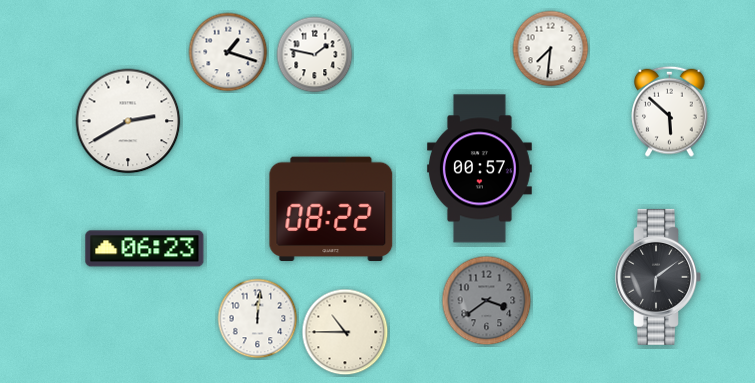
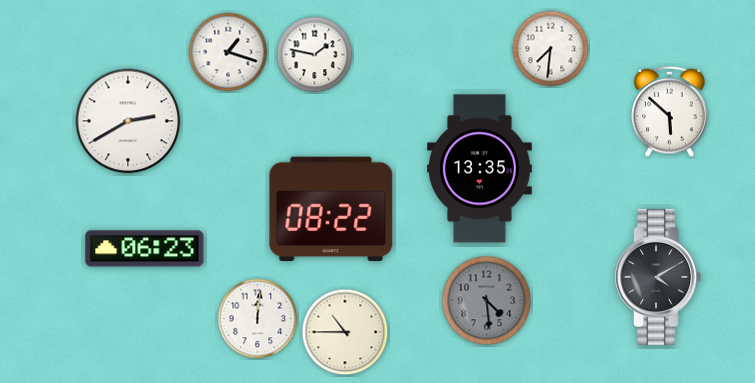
clock at (479, 169): 00:57 -> 13:35
clock at (658, 277): 6:09 -> 4:10
clock at (487, 301): 3:39 -> 4:29
